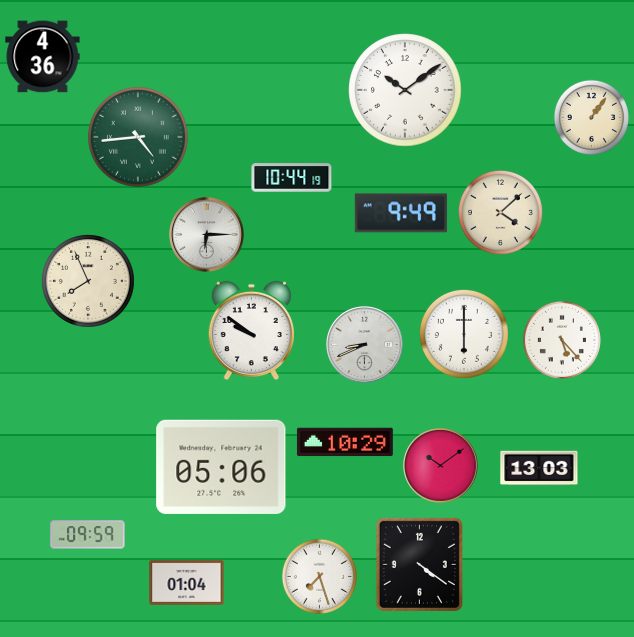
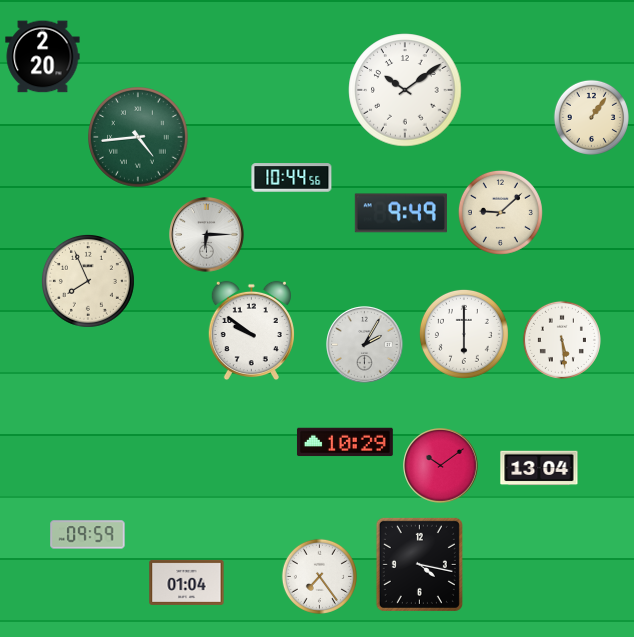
clock at (43, 57): 4:36 -> 2:20
clock at (292, 178): 10:44:19 -> 10:44:56
clock at (500, 212): 4:08 -> 9:08
clock at (562, 340): 5:23 -> 5:29
clock at (365, 345): 8:41 -> 2:05
clock at (221, 467): 05:06 -> none
clock at (539, 468): 13:03 -> 13:04
clock at (419, 564): 4:21 -> 4:17
clock at (319, 576): 7:27 -> 7:24
